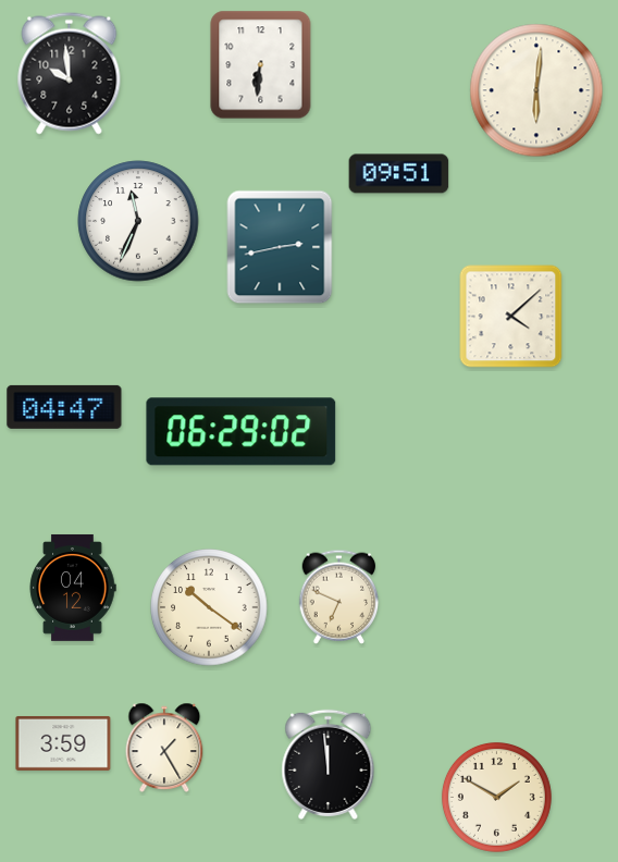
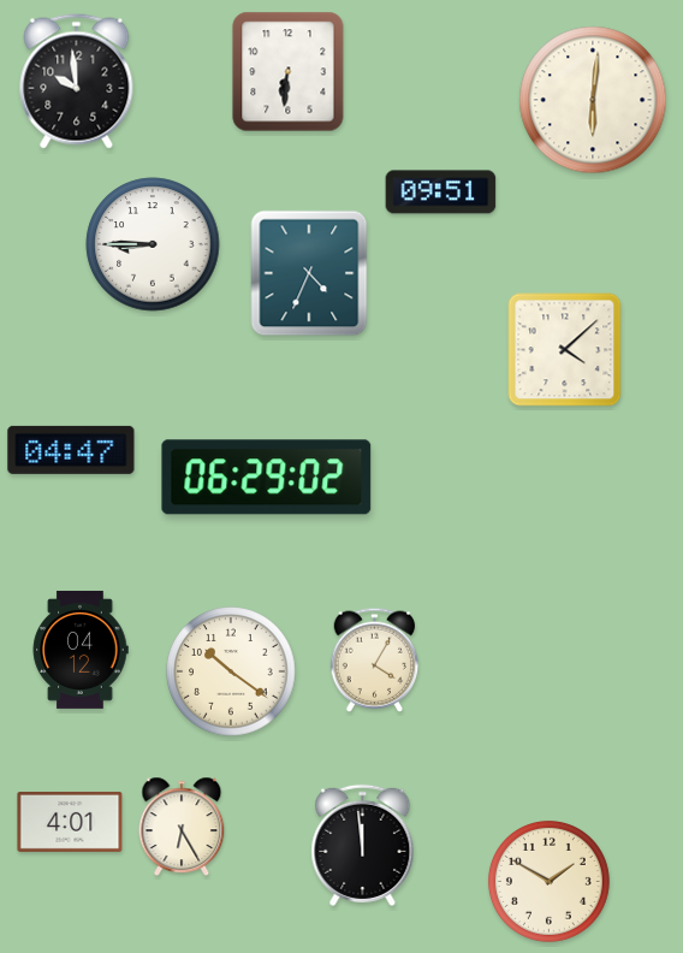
clock at (138, 221): 11:34 -> 8:45
clock at (280, 247): 2:43 -> 4:34
clock at (339, 596): 6:49 -> 4:05
clock at (63, 743): 3:59 -> 4:01
clock at (164, 747): 1:25 -> 6:25
